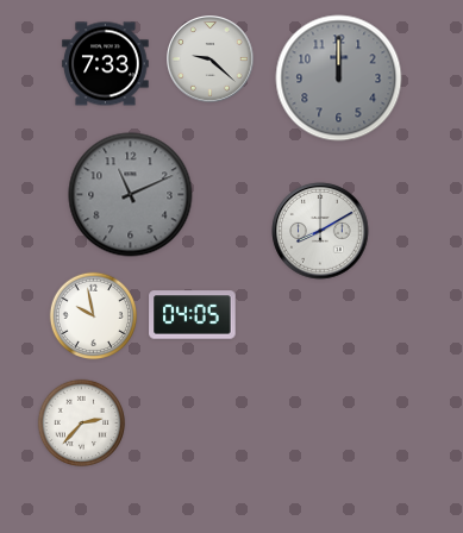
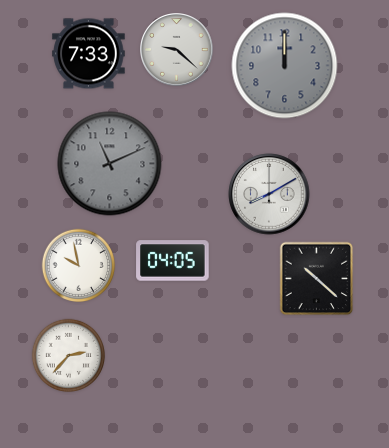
clock at (193, 315) position: (193, 315) -> (173, 261)
clock at (317, 279): none -> 10:22
